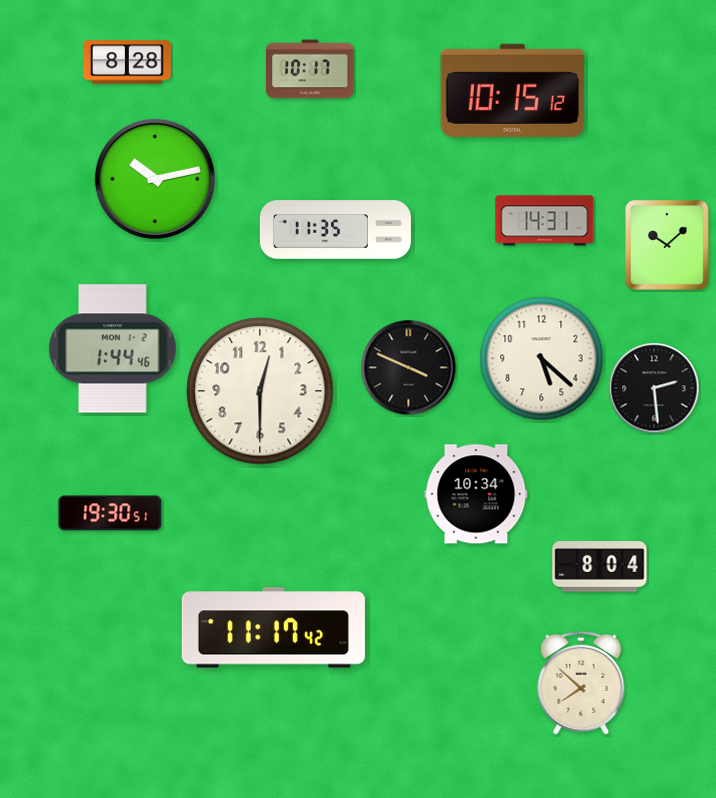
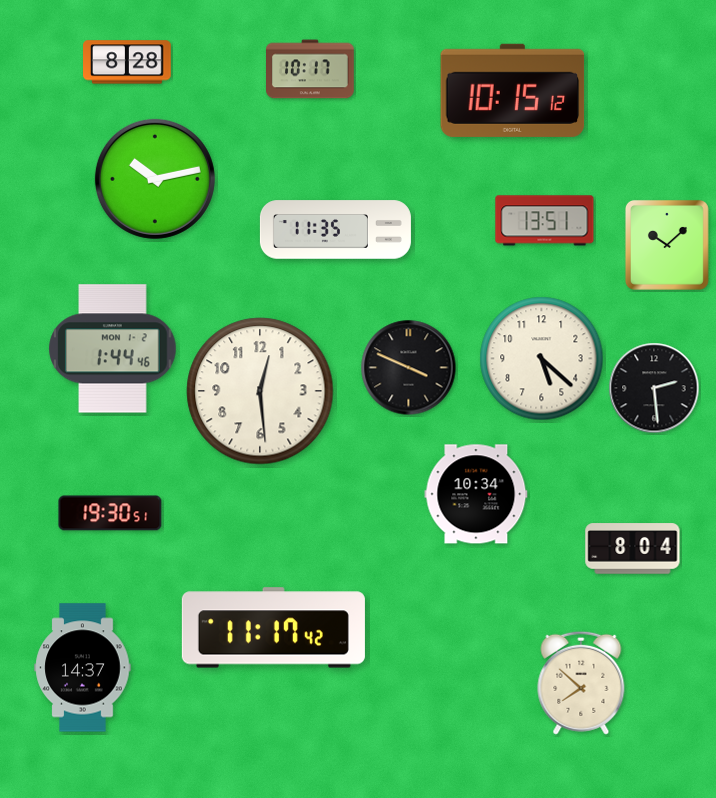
clock at (545, 221): 14:31 -> 13:51
clock at (260, 391): 12:30 -> 12:29
clock at (600, 567) position: (600, 567) -> (633, 549)
clock at (83, 668): none -> 14:37
